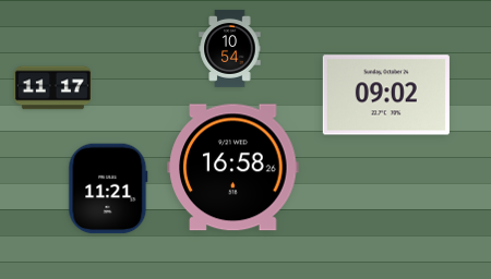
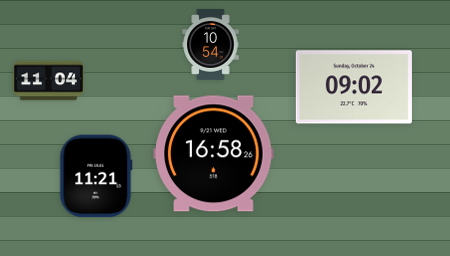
clock at (52, 88): 11:17 -> 11:04
clock at (108, 189) position: (108, 189) -> (96, 176)
